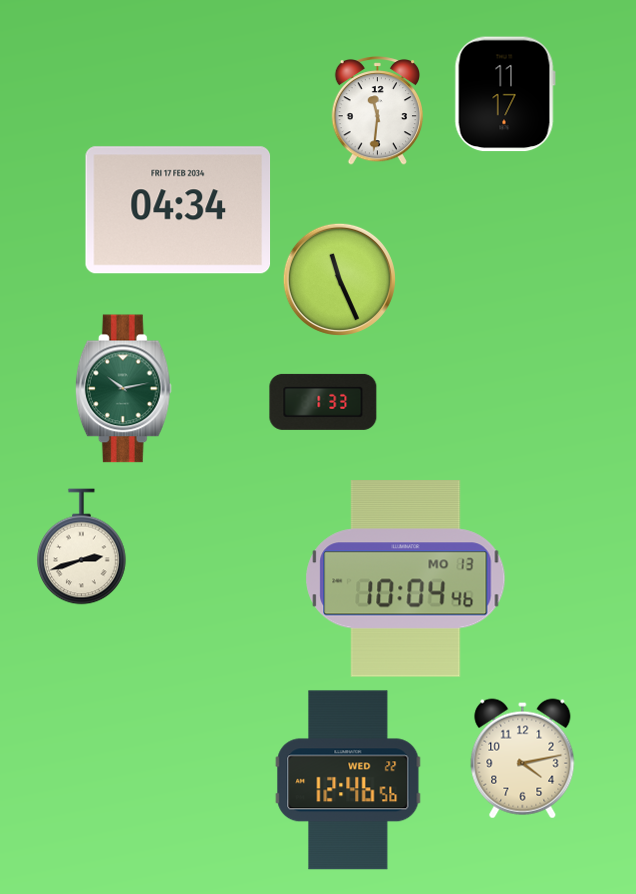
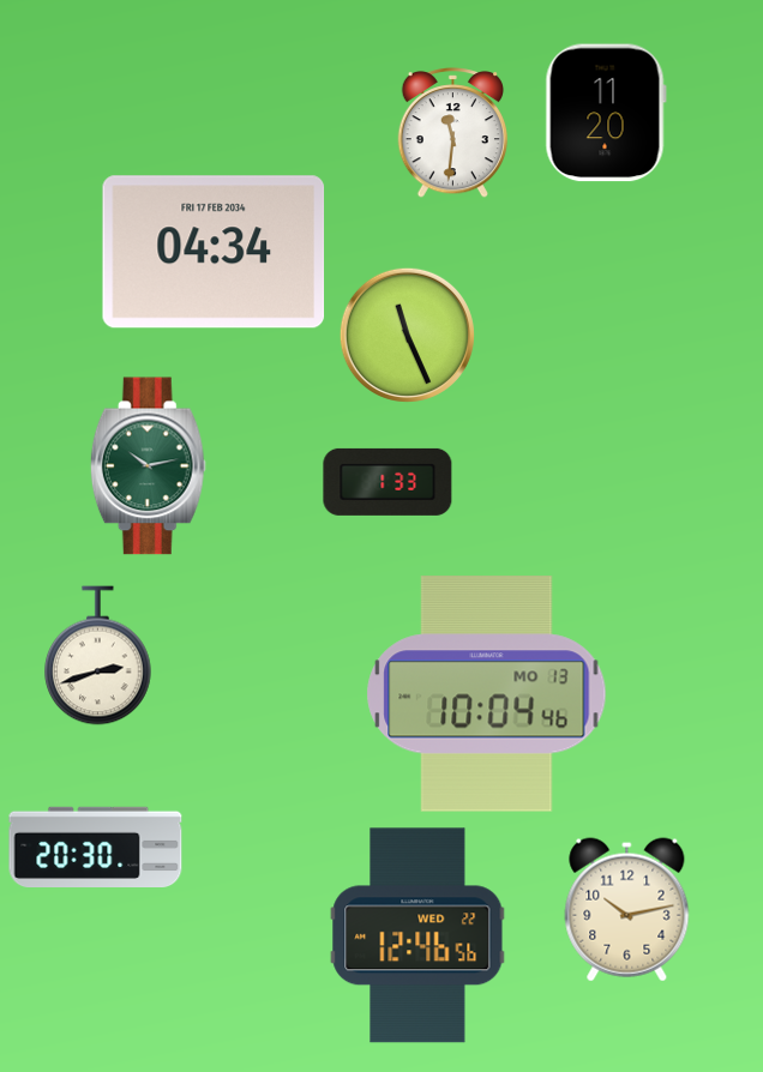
clock at (505, 94): 11:17 -> 11:20
clock at (96, 847): none -> 20:30
clock at (523, 759): 4:13 -> 10:13
